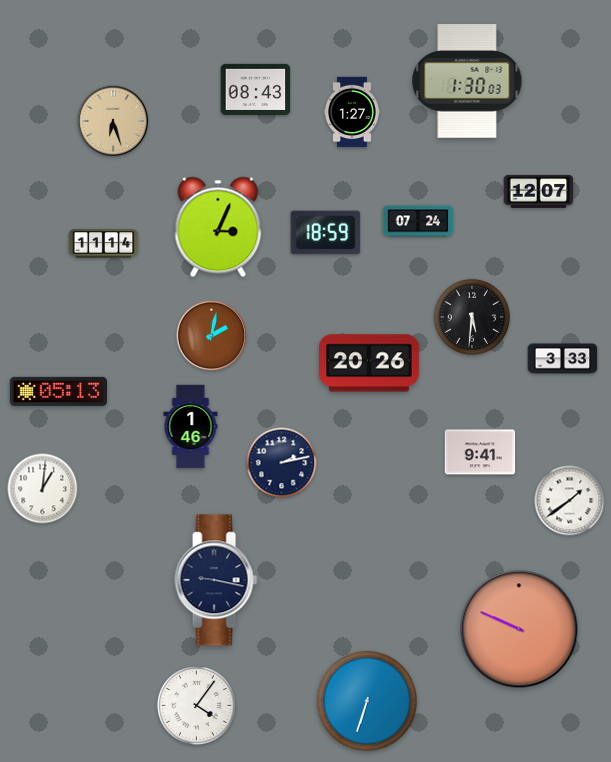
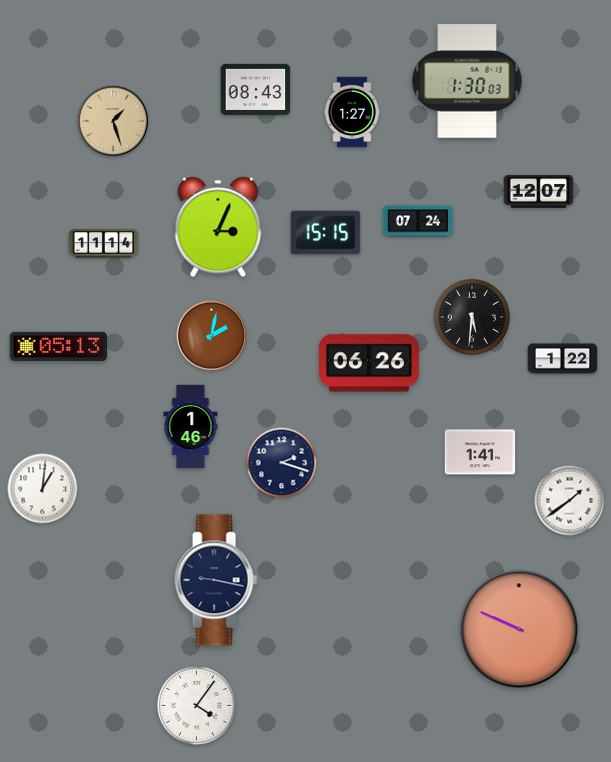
clock at (113, 121): 6:27 -> 1:27
clock at (326, 233): 18:59 -> 15:15
clock at (563, 359): 3:33 -> 1:22
clock at (370, 363): 20:26 -> 06:26
clock at (58, 391) position: (58, 391) -> (58, 346)
clock at (480, 452): 9:41 -> 1:41
clock at (282, 463): 2:13 -> 2:18
clock at (367, 701): 6:33 -> none
